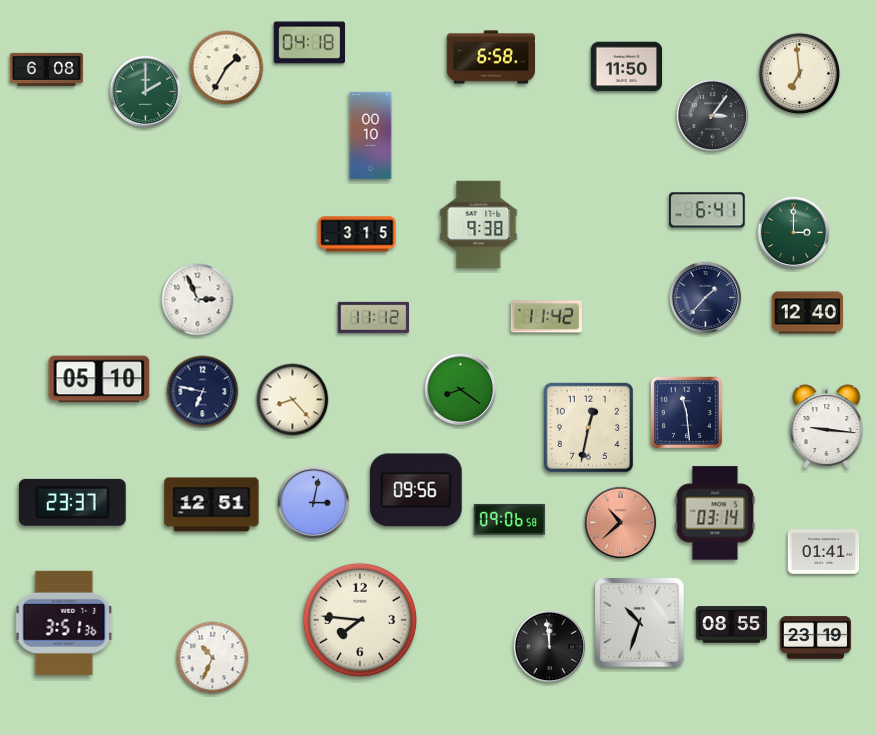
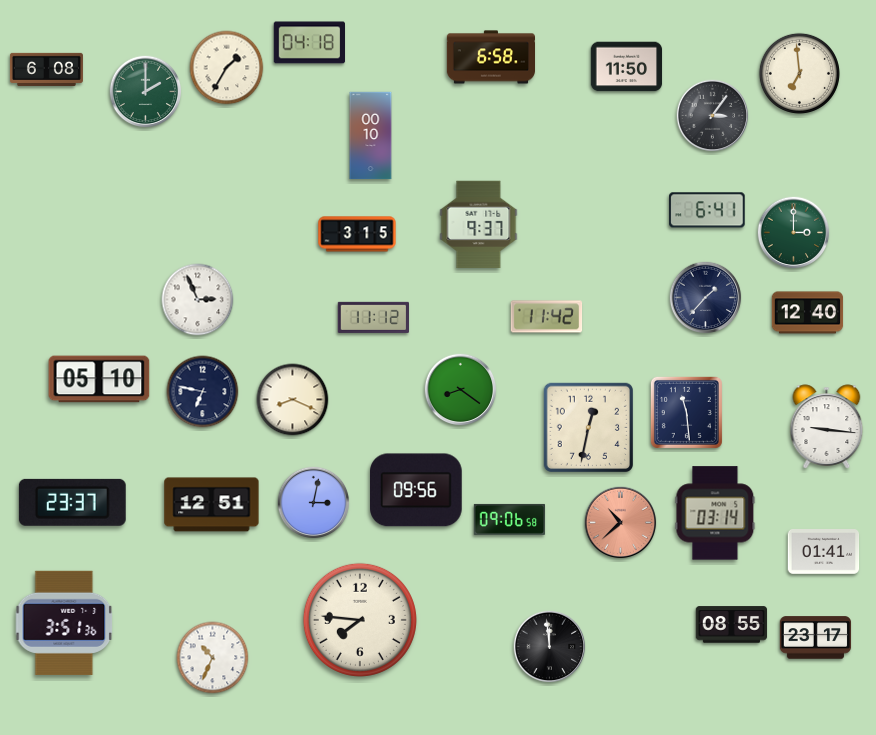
clock at (479, 225): 9:38 -> 9:37
clock at (293, 400): 8:23 -> 8:19
clock at (640, 623): 10:33 -> none
clock at (816, 638): 23:19 -> 23:17
